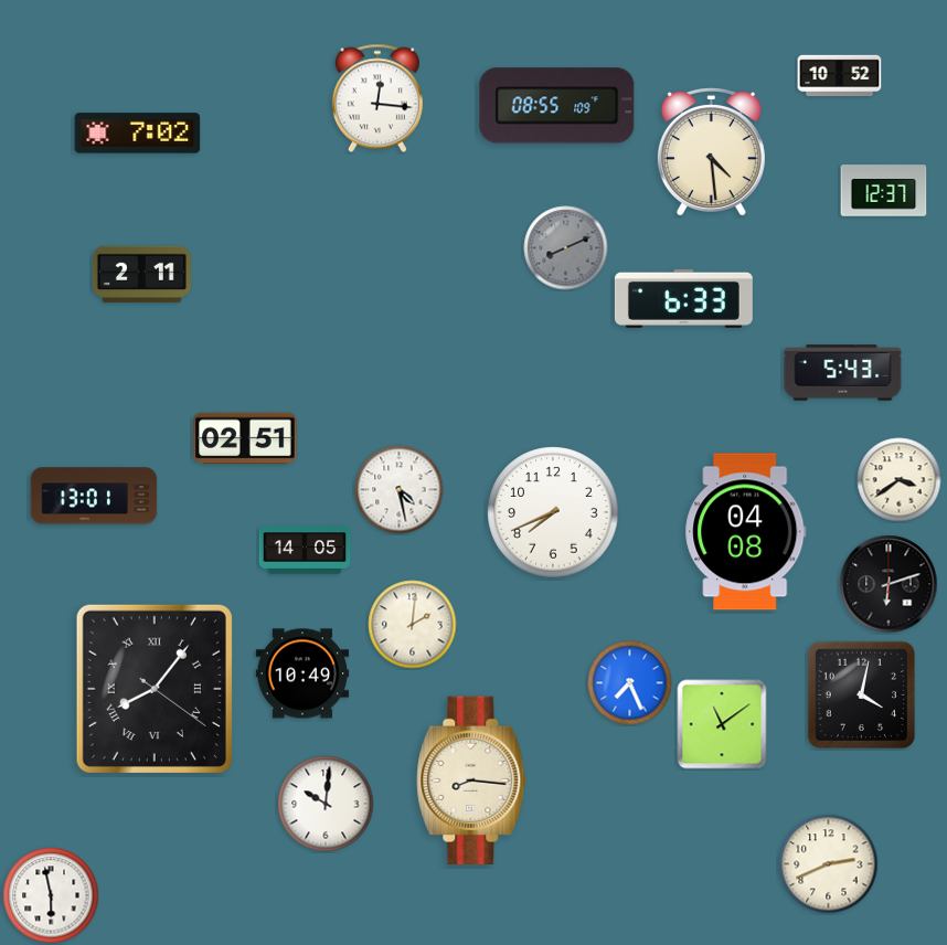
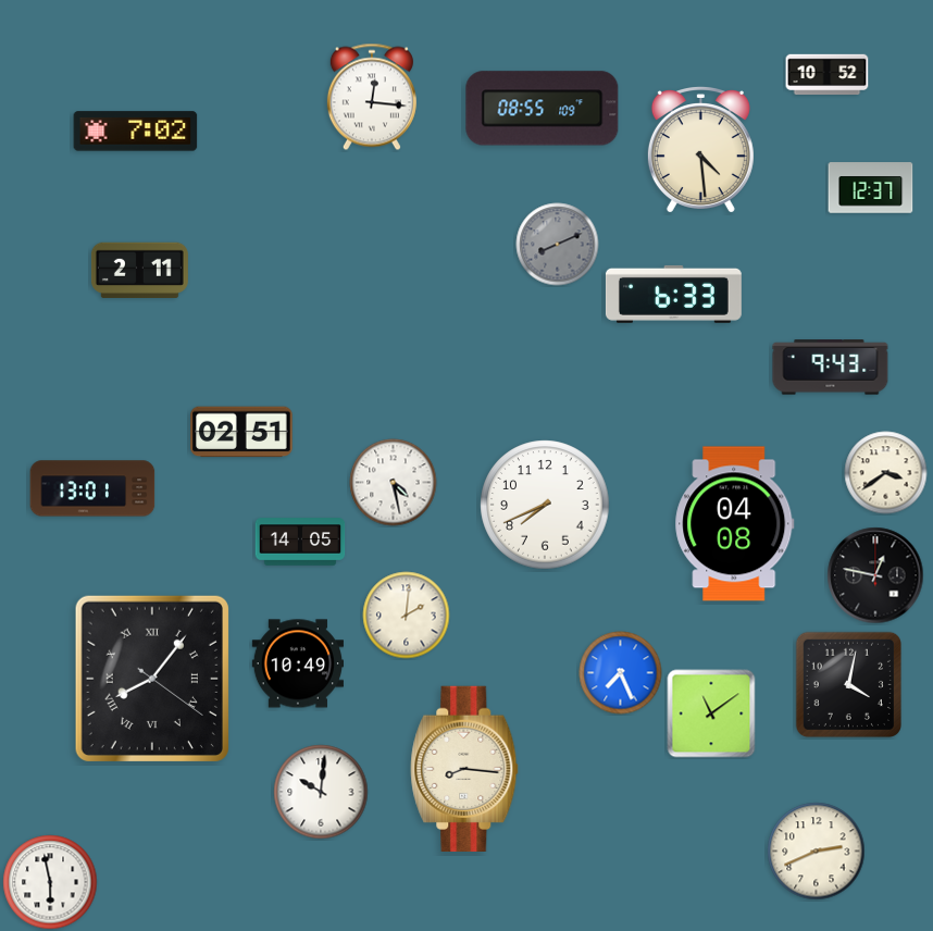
clock at (557, 106) position: (557, 106) -> (543, 109)
clock at (843, 373): 5:43 -> 9:43
clock at (889, 584): 6:12 -> 12:47
